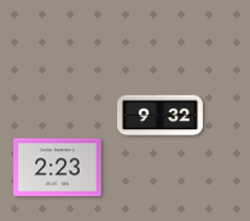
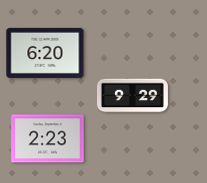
clock at (45, 53): none -> 6:20
clock at (159, 116): 9:32 -> 9:29
